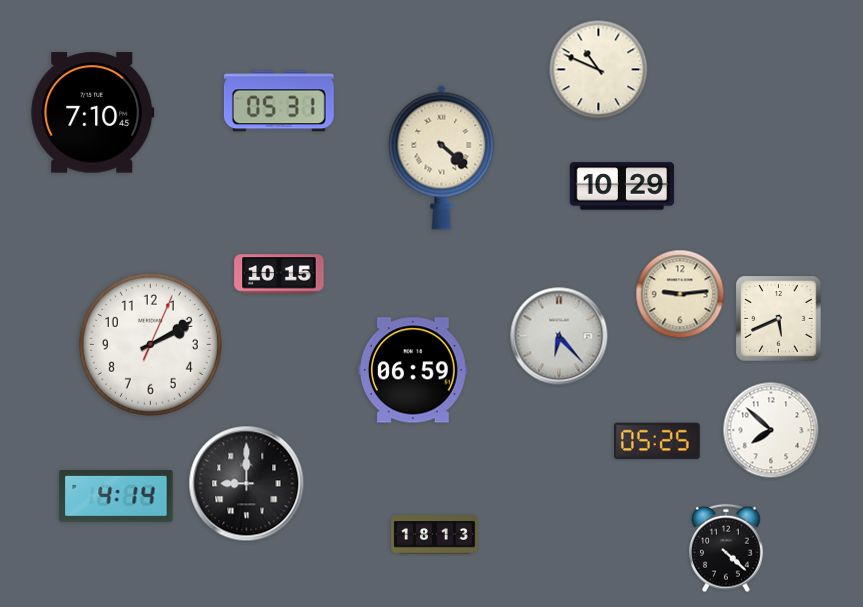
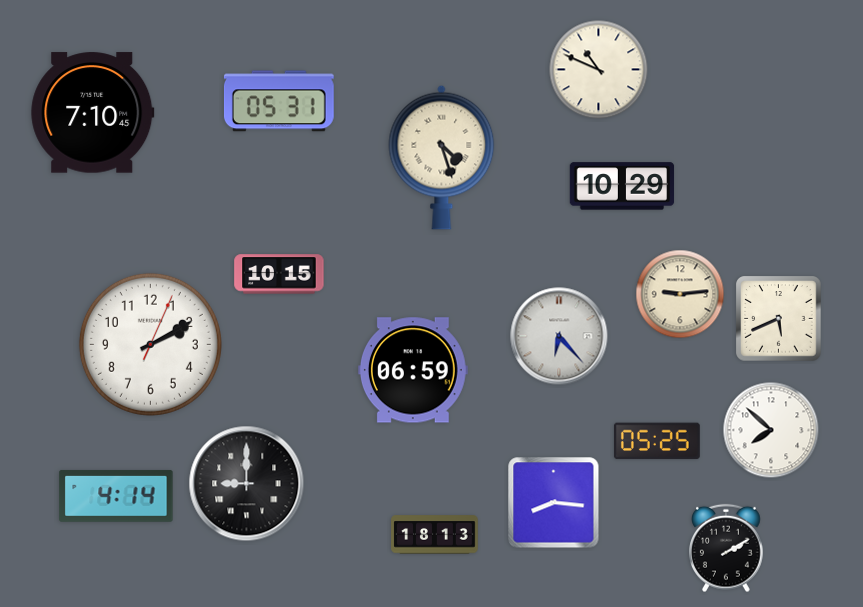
clock at (442, 157): 4:22 -> 4:27
clock at (554, 503): none -> 8:16
clock at (727, 548): 4:22 -> 2:10
